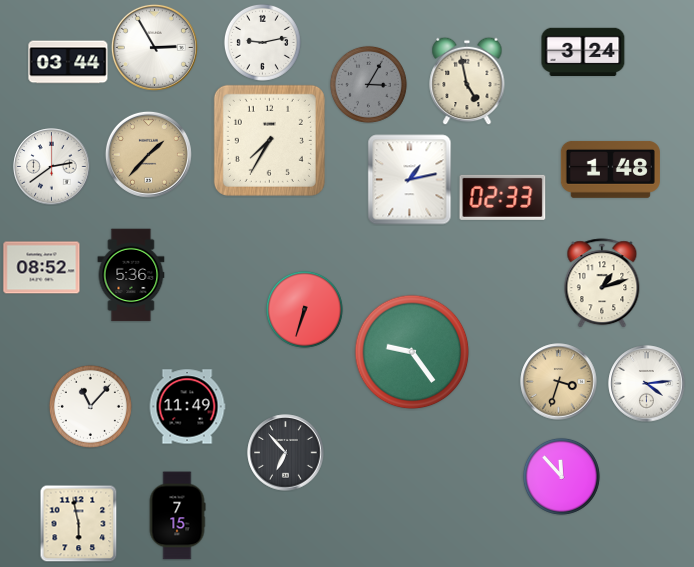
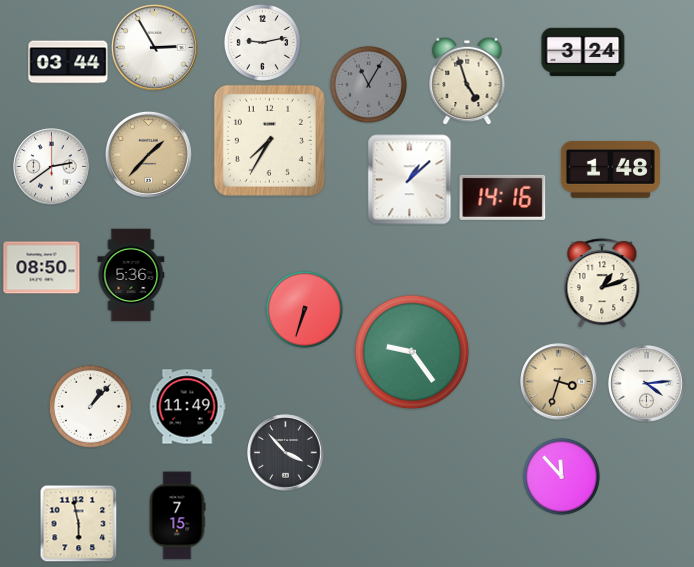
clock at (467, 81): 4:58 -> 4:57
clock at (368, 84): 3:05 -> 11:05
clock at (410, 180): 1:13 -> 1:08
clock at (503, 197): 02:33 -> 14:16
clock at (42, 268): 08:52 -> 08:50
clock at (90, 406): 11:07 -> 1:07
clock at (286, 453): 6:53 -> 3:53
